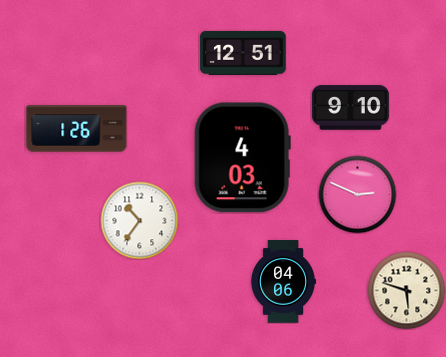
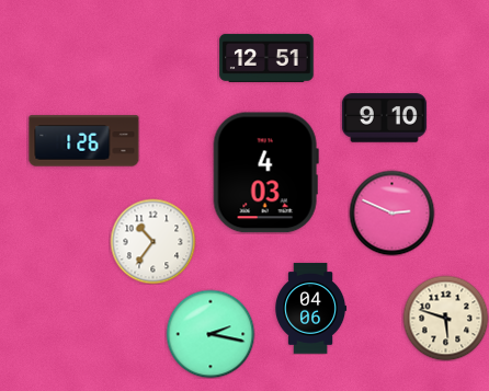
clock at (211, 334): none -> 2:17
